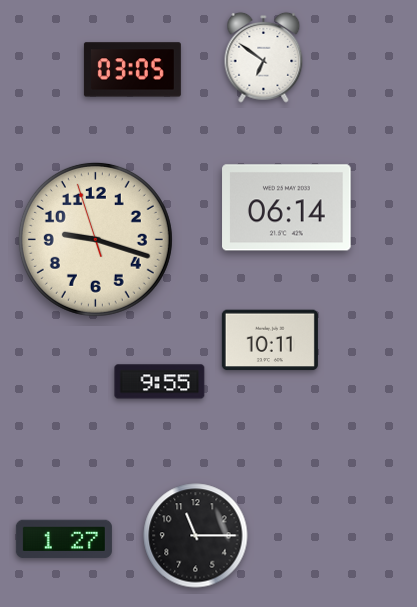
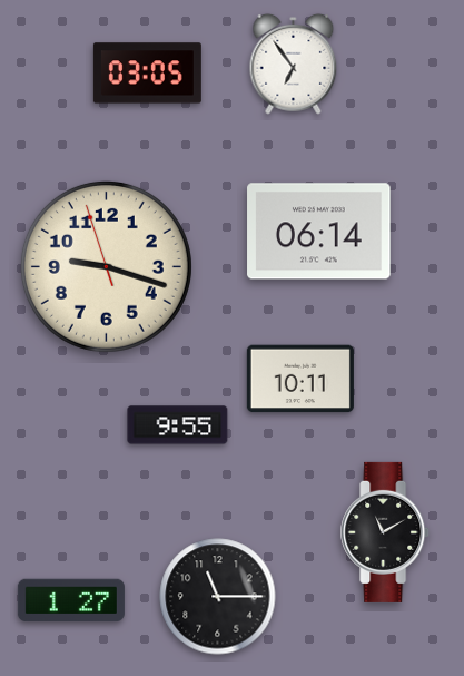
clock at (264, 57): 6:51 -> 6:54
clock at (132, 70) position: (132, 70) -> (147, 74)
clock at (386, 532): none -> 11:10
